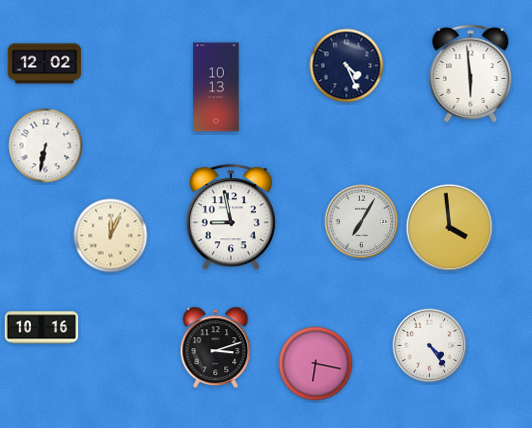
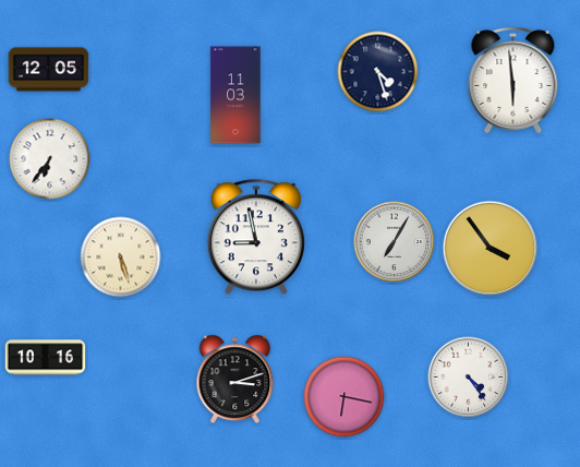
clock at (45, 64): 12:02 -> 12:05
clock at (347, 66): 4:26 -> 4:27
clock at (216, 87): 10:13 -> 11:03
clock at (46, 146): 6:32 -> 6:36
clock at (231, 218) position: (231, 218) -> (256, 238)
clock at (450, 228): 3:59 -> 3:54
clock at (111, 236): 12:04 -> 5:27
